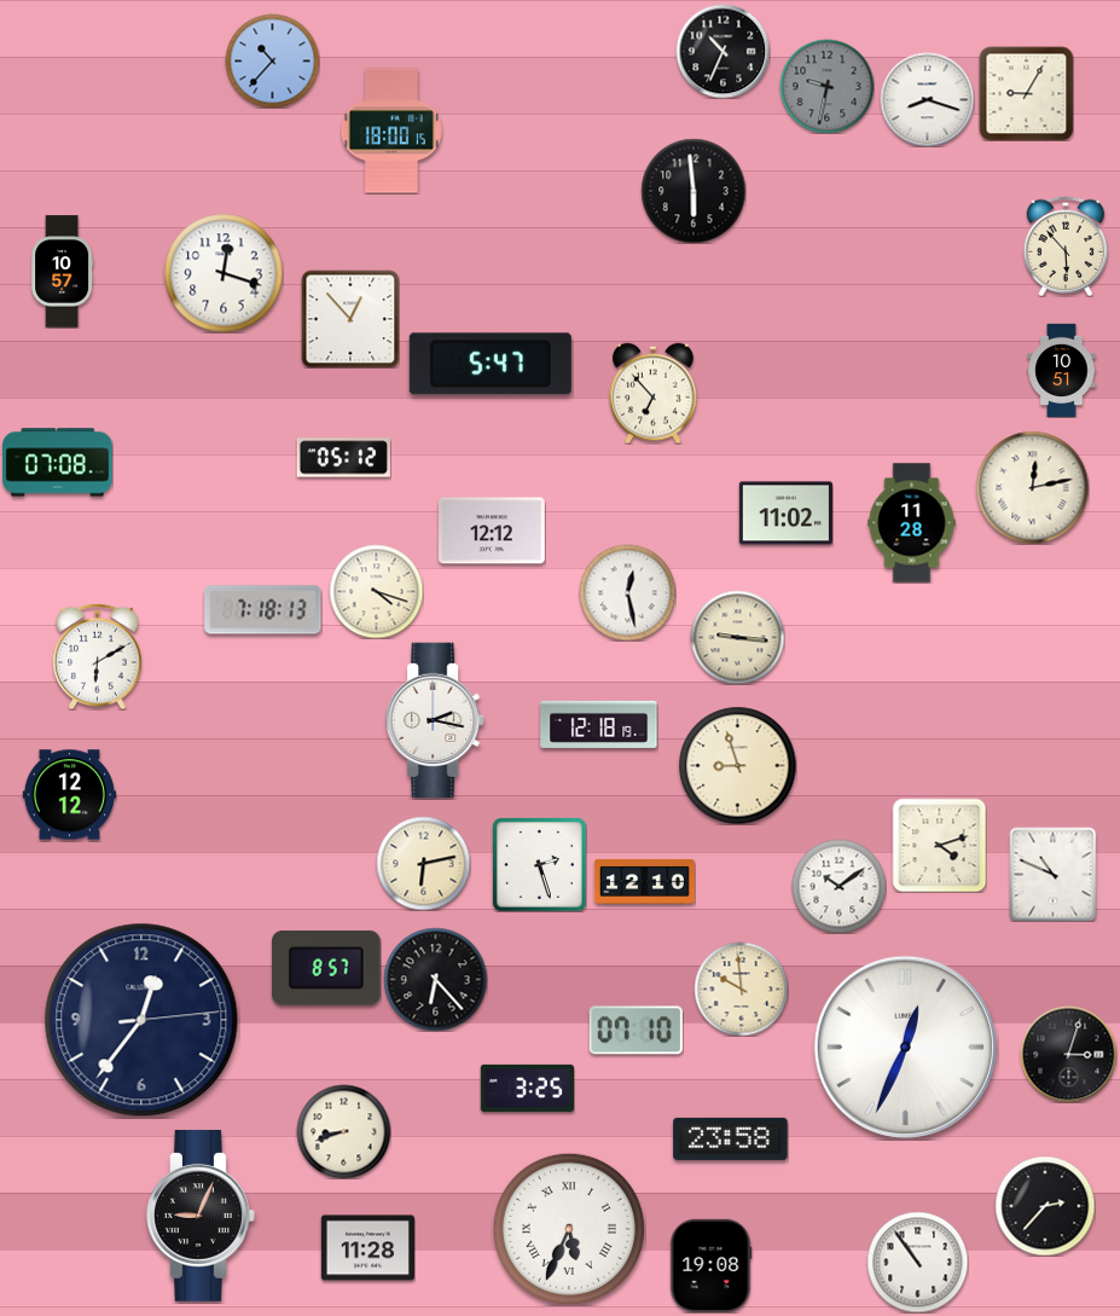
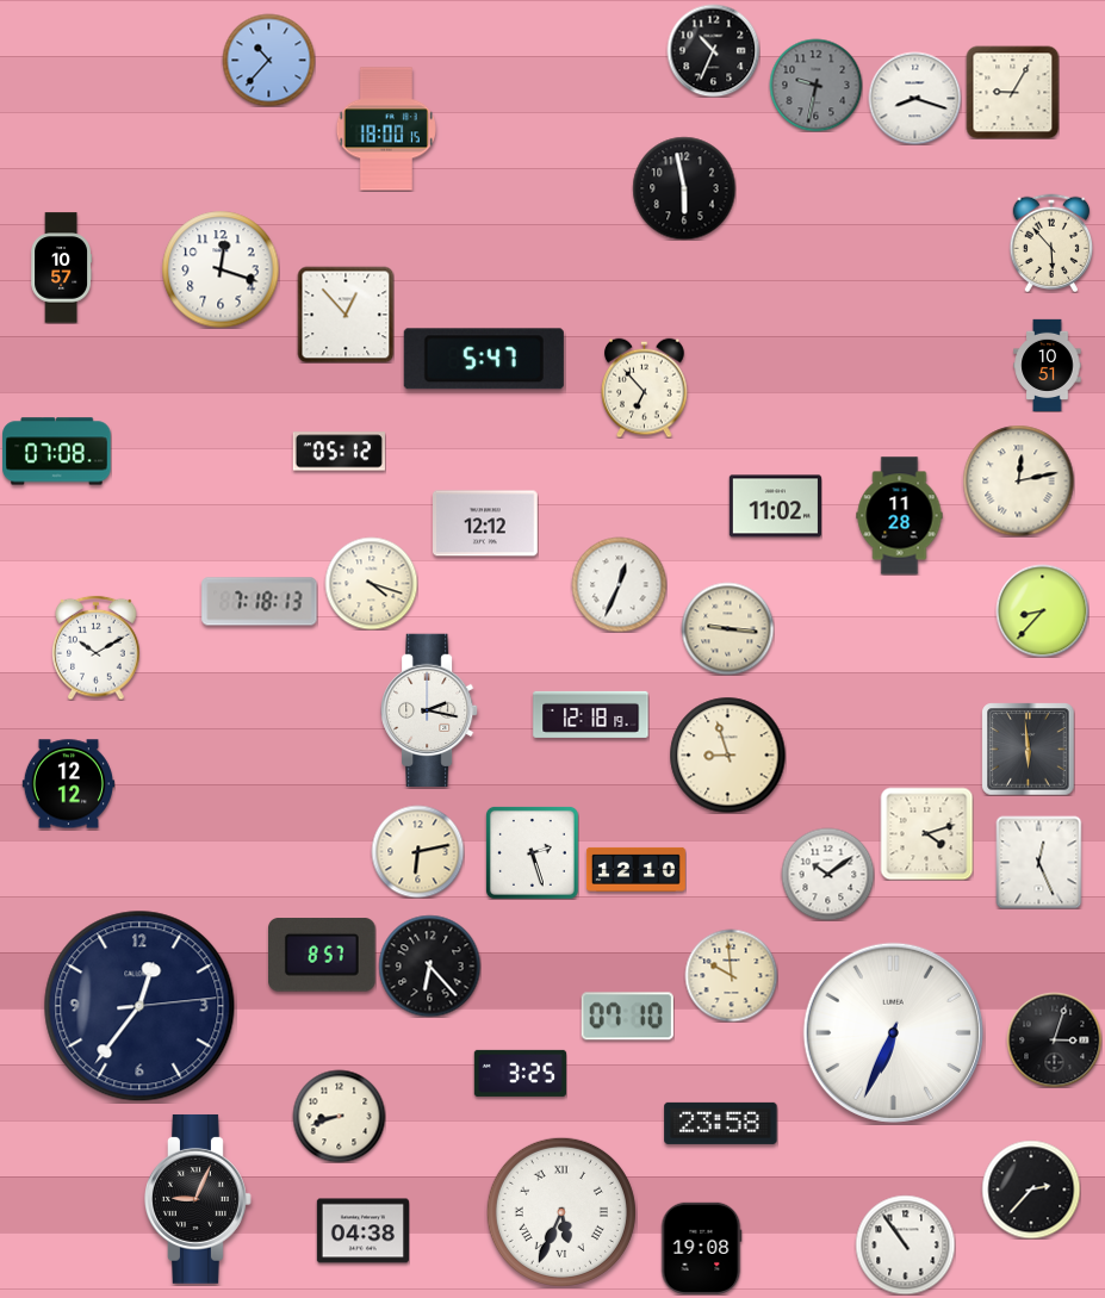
clock at (694, 191): 5:59 -> 5:58
clock at (58, 463) position: (58, 463) -> (57, 452)
clock at (627, 592): 12:28 -> 12:34
clock at (1042, 610): none -> 8:37
clock at (98, 656): 6:10 -> 10:10
clock at (1028, 749): none -> 5:59
clock at (1054, 874): 10:49 -> 12:26
clock at (905, 1047): 12:34 -> 6:34
clock at (367, 1248): 11:28 -> 04:38
